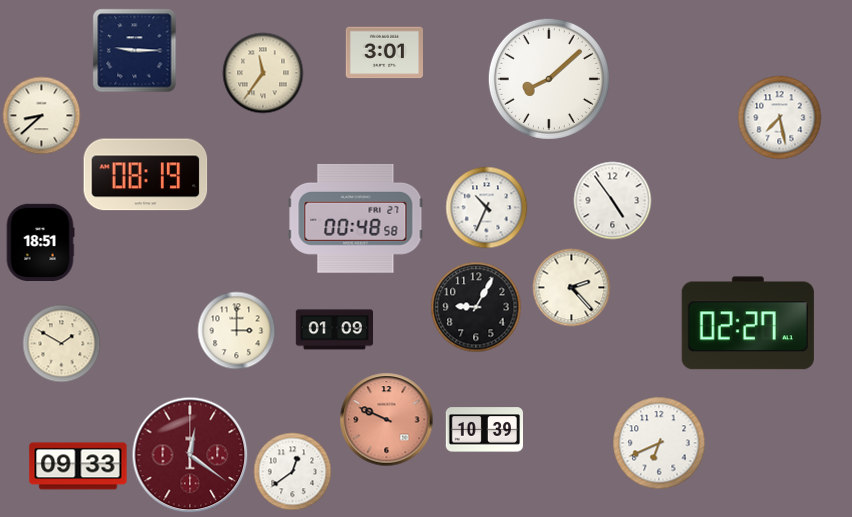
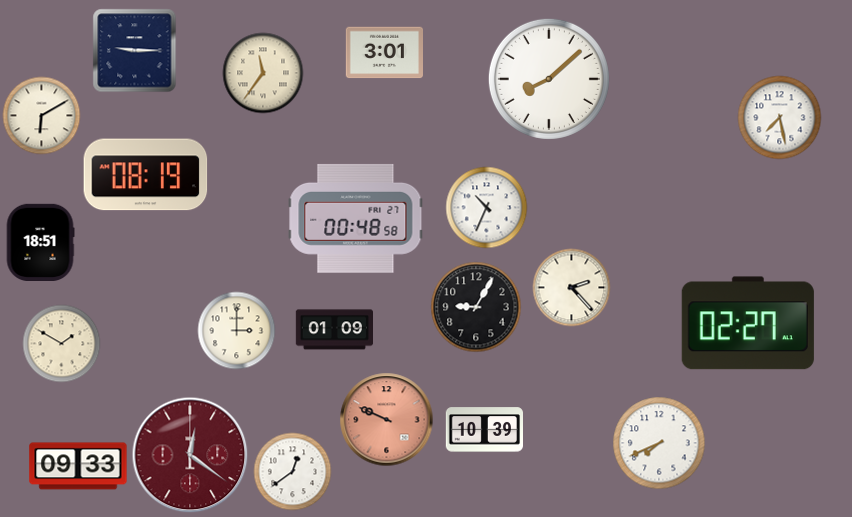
clock at (41, 115): 8:38 -> 6:10
clock at (612, 200): 4:54 -> none
clock at (659, 443): 6:41 -> 7:41
